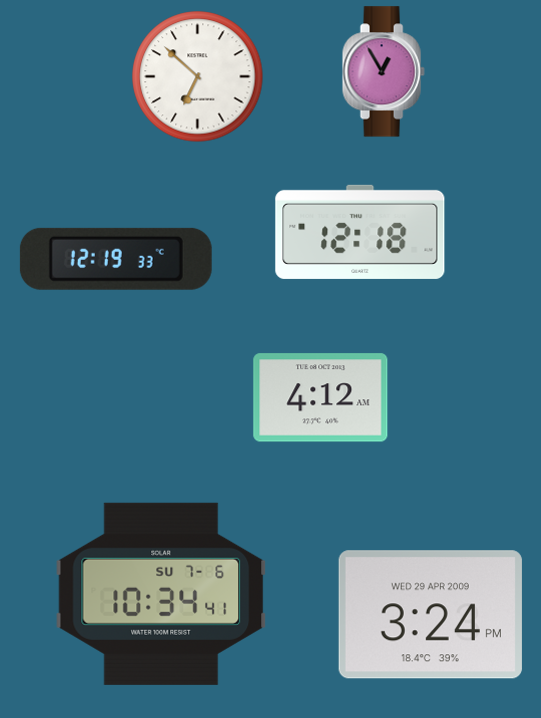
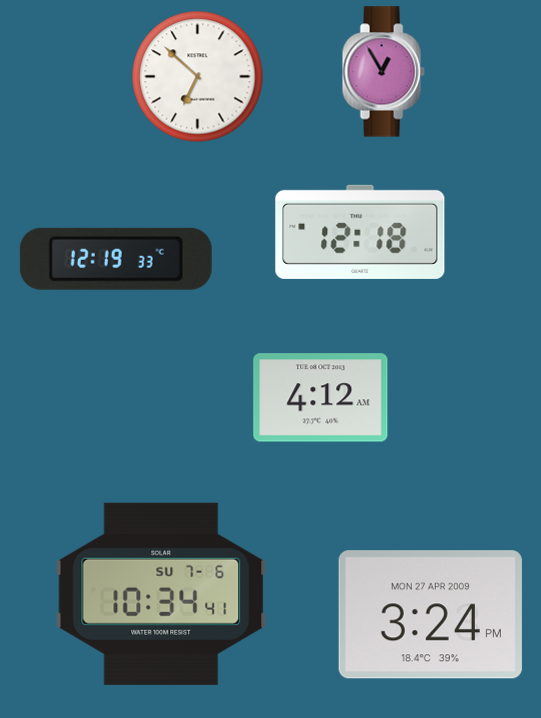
clock at (430, 615) date: WED 29 APR 2009 -> MON 27 APR 2009
